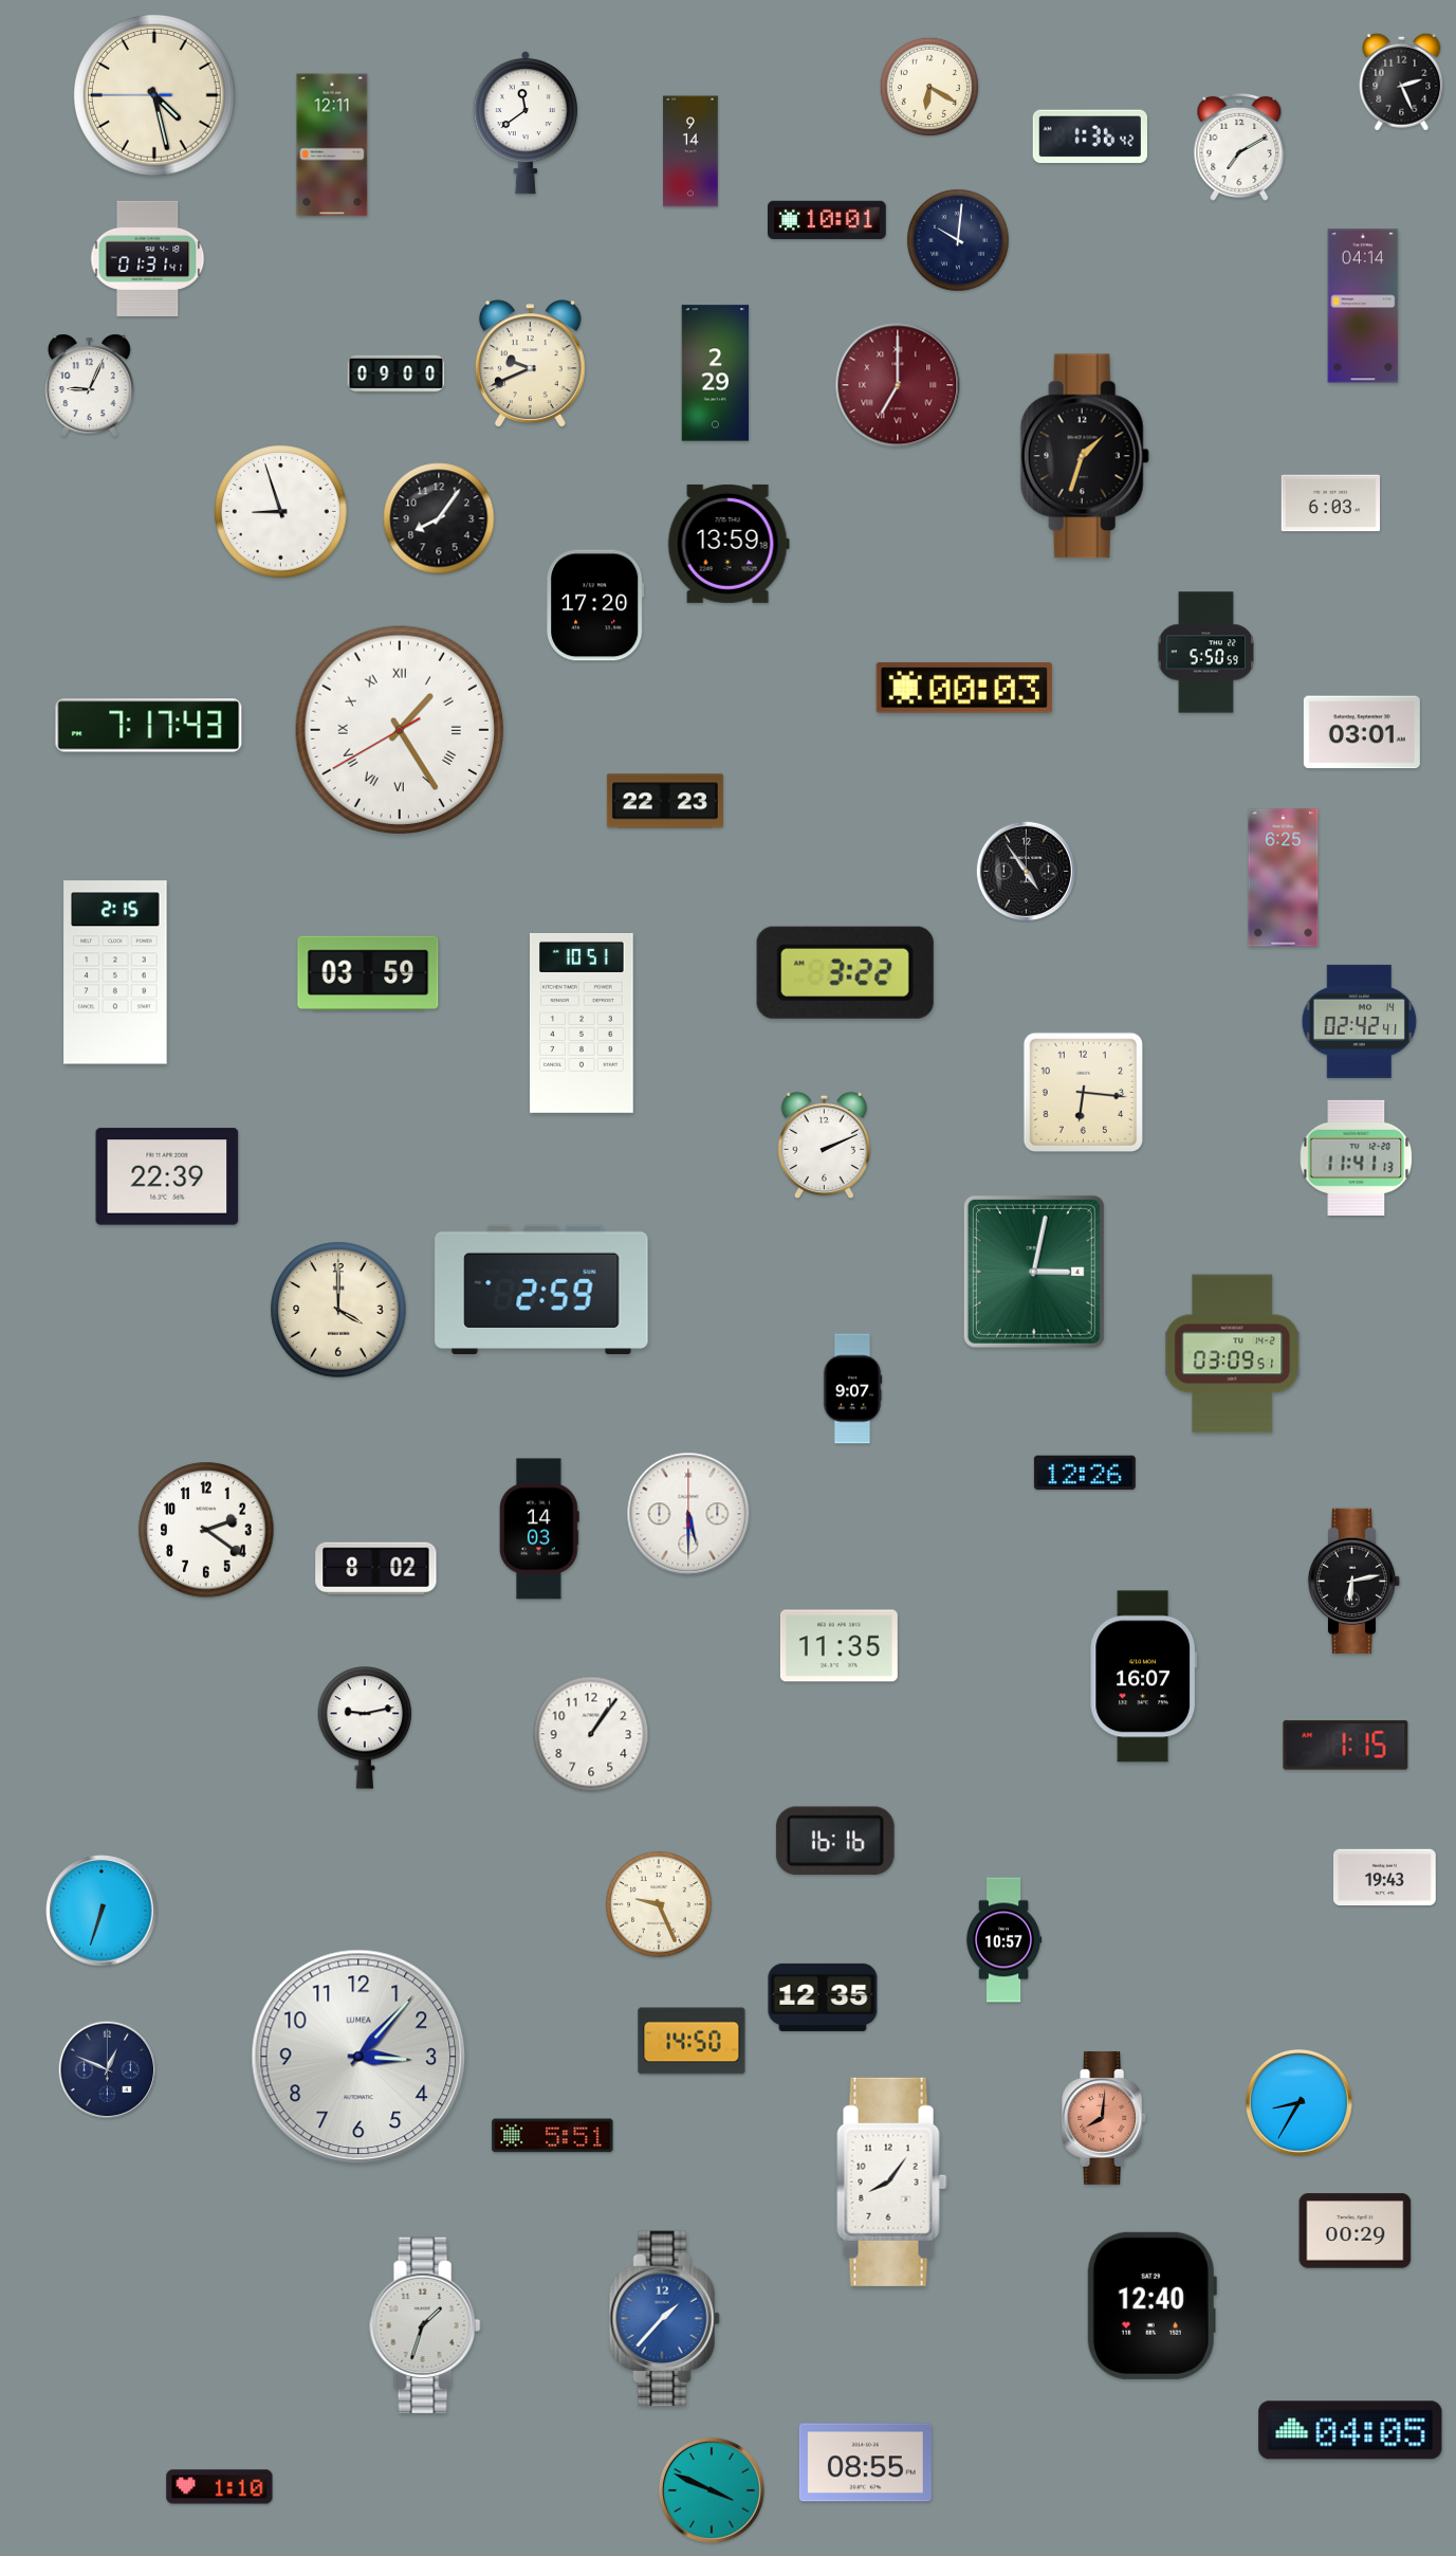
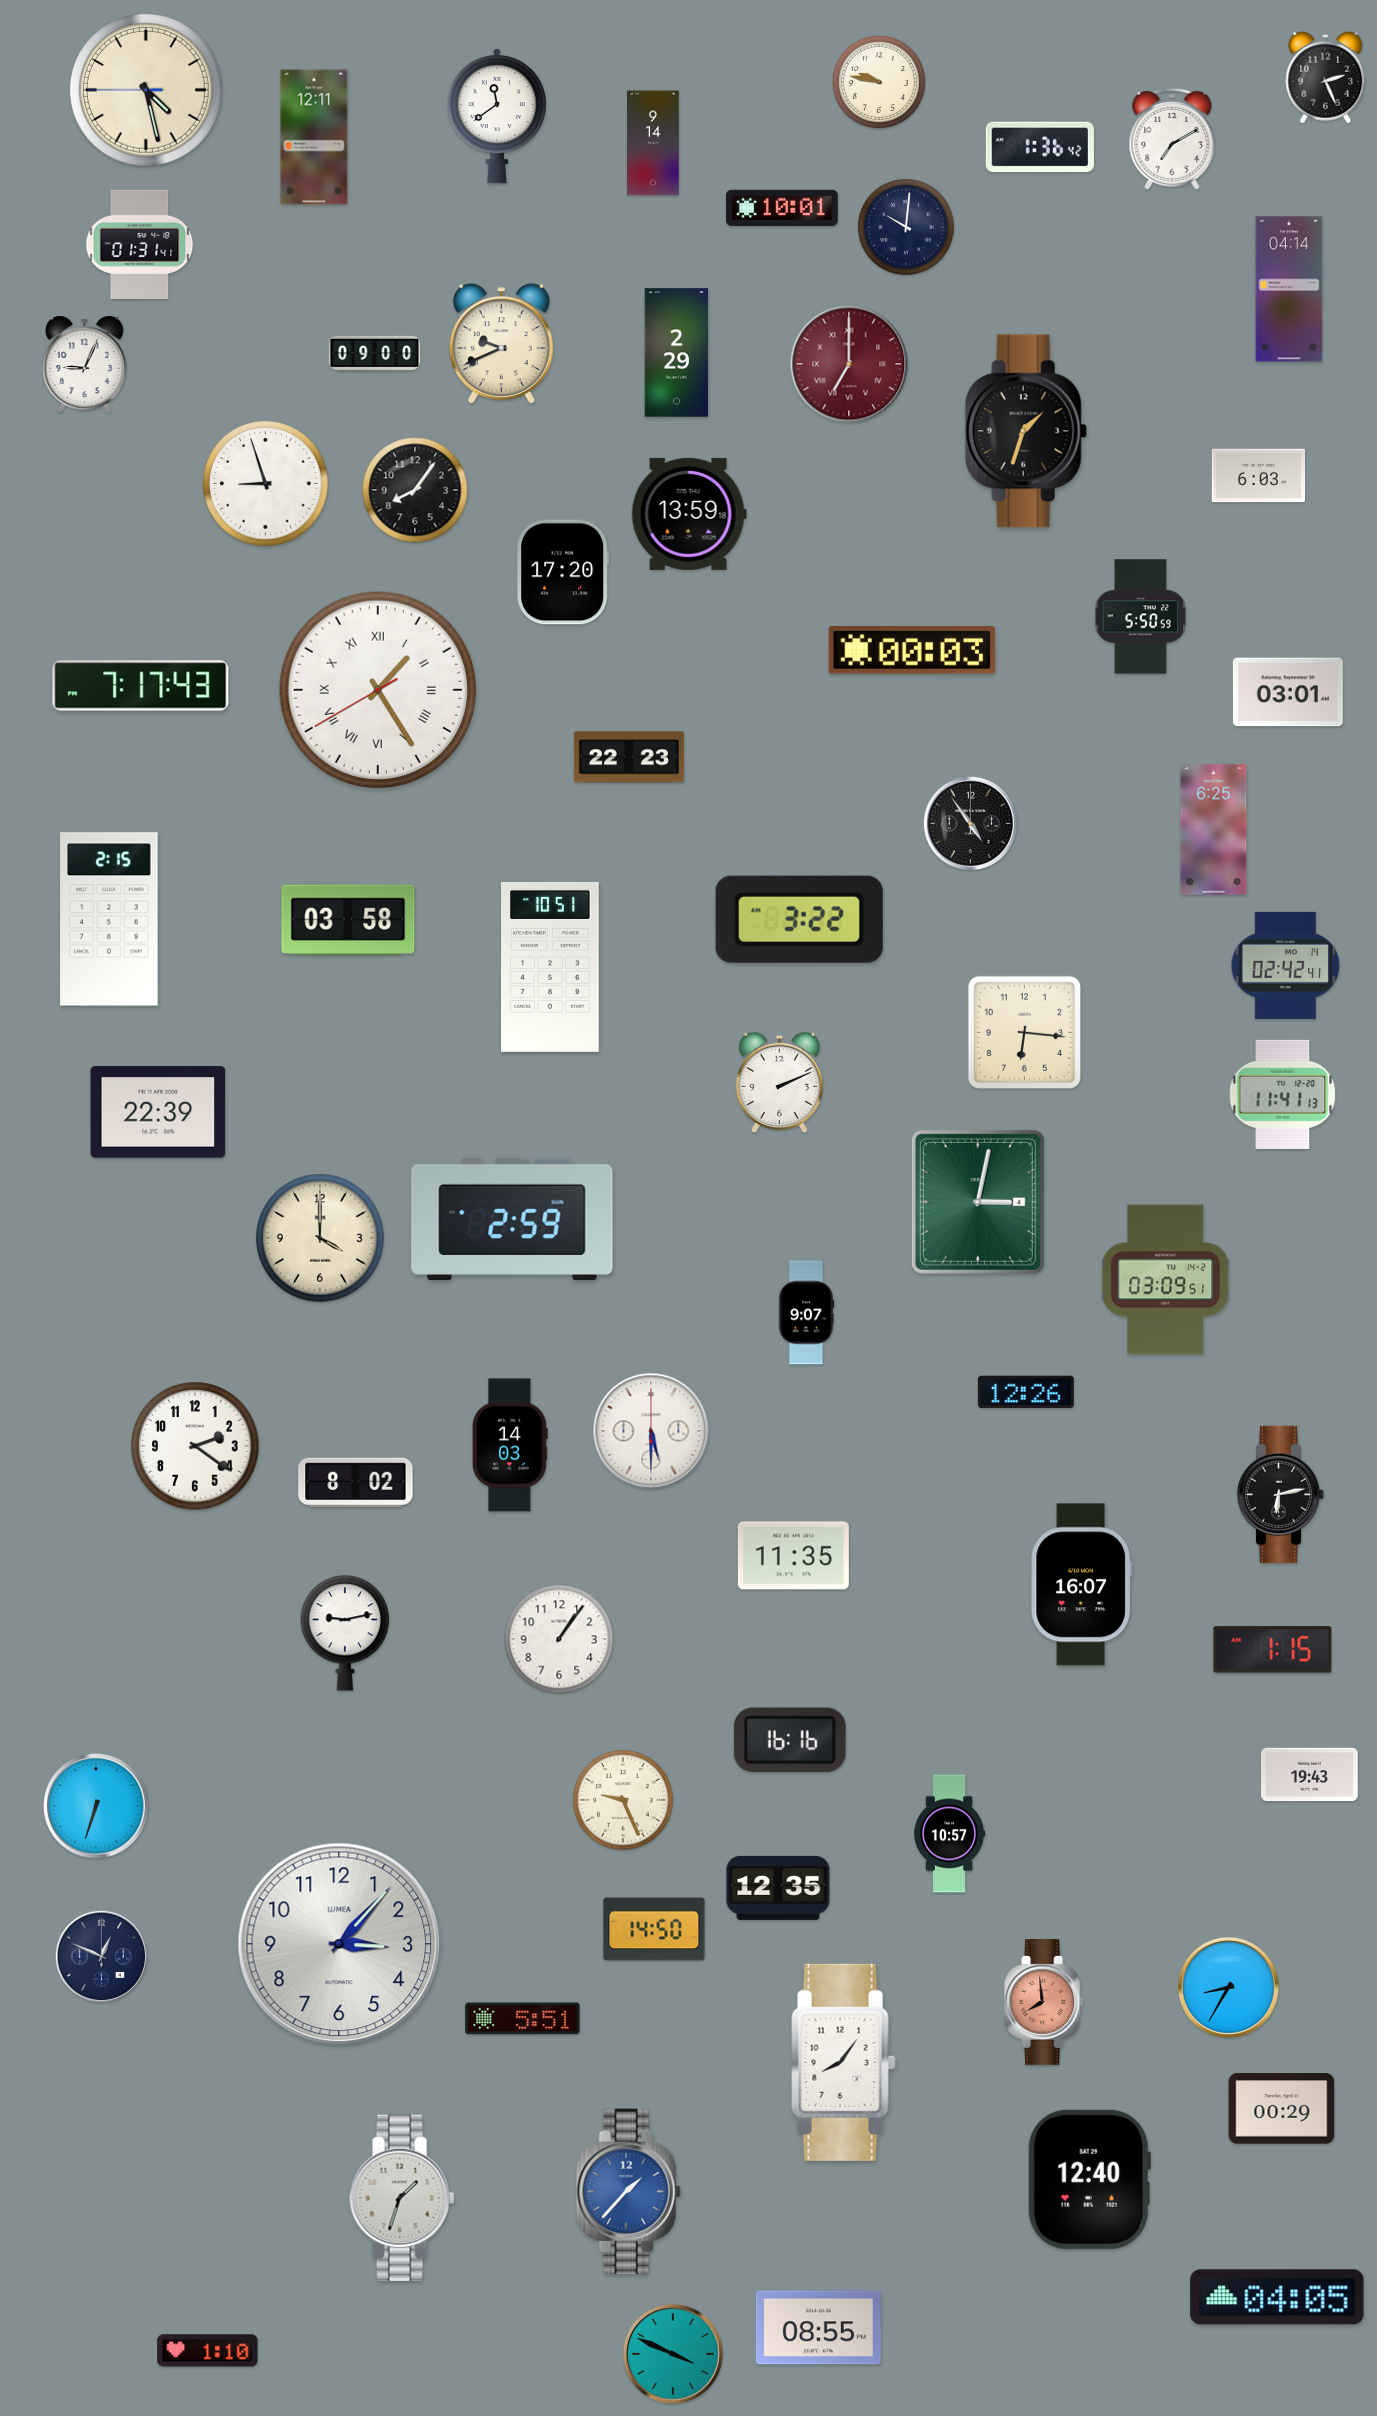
clock at (929, 87): 6:20 -> 9:47
clock at (1090, 136) position: (1090, 136) -> (1040, 147)
clock at (368, 972): 03:59 -> 03:58
clock at (1105, 2118): 8:01 -> 7:59
